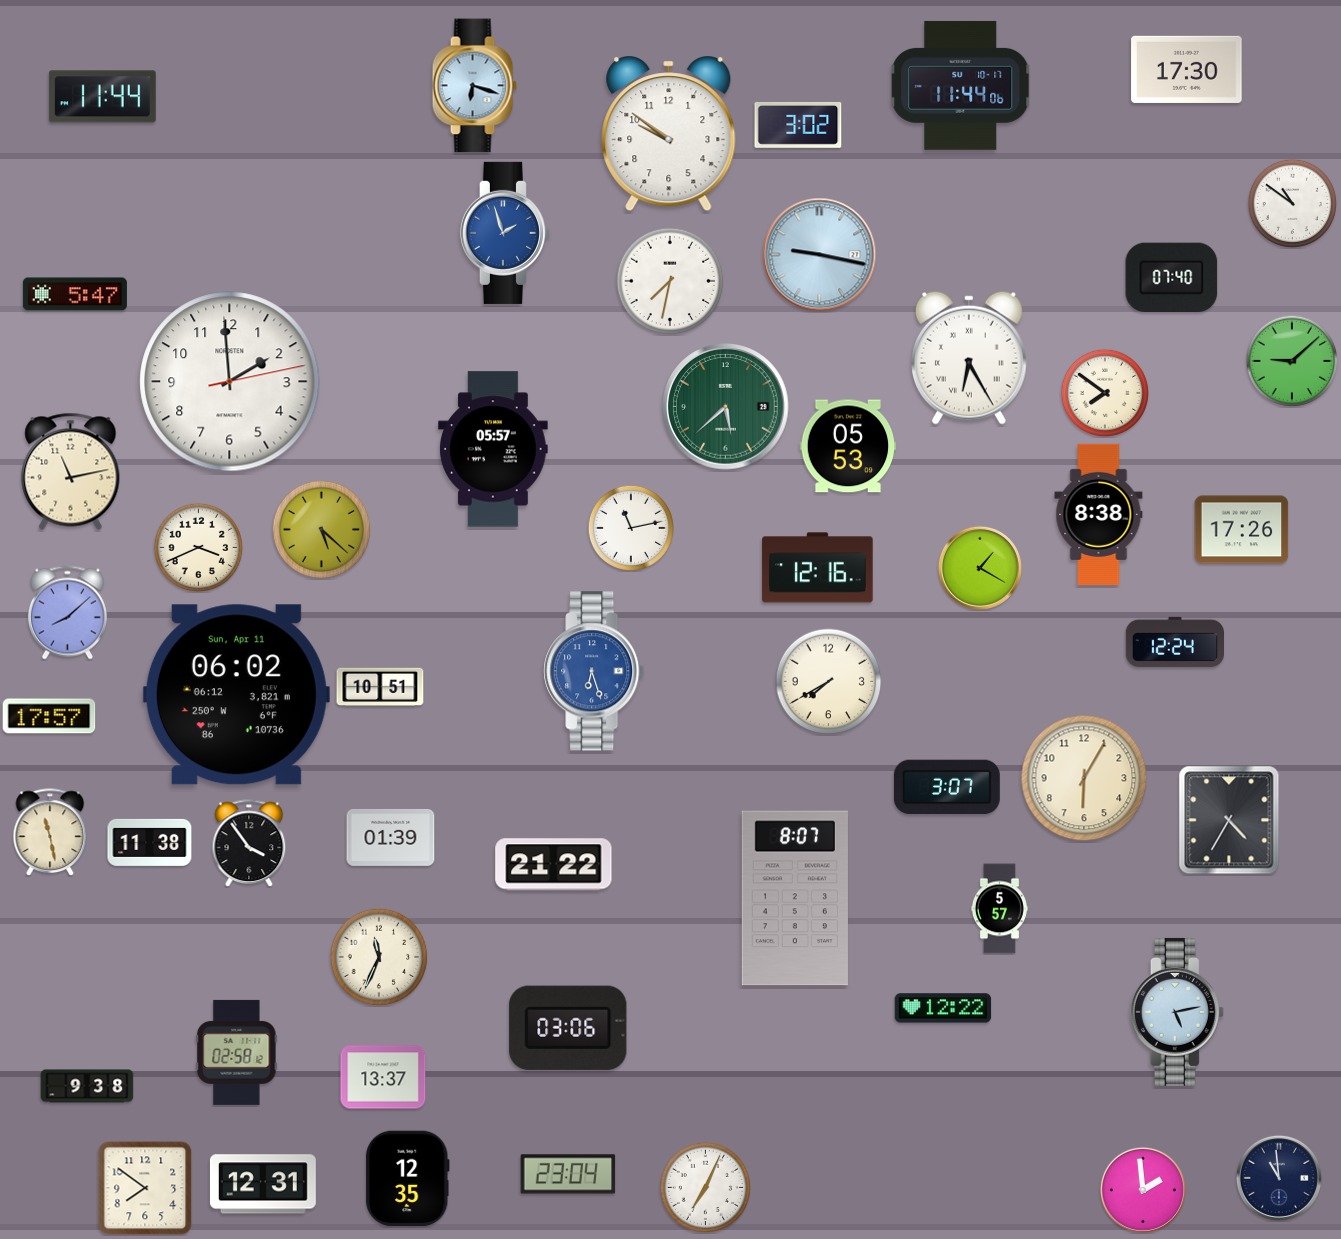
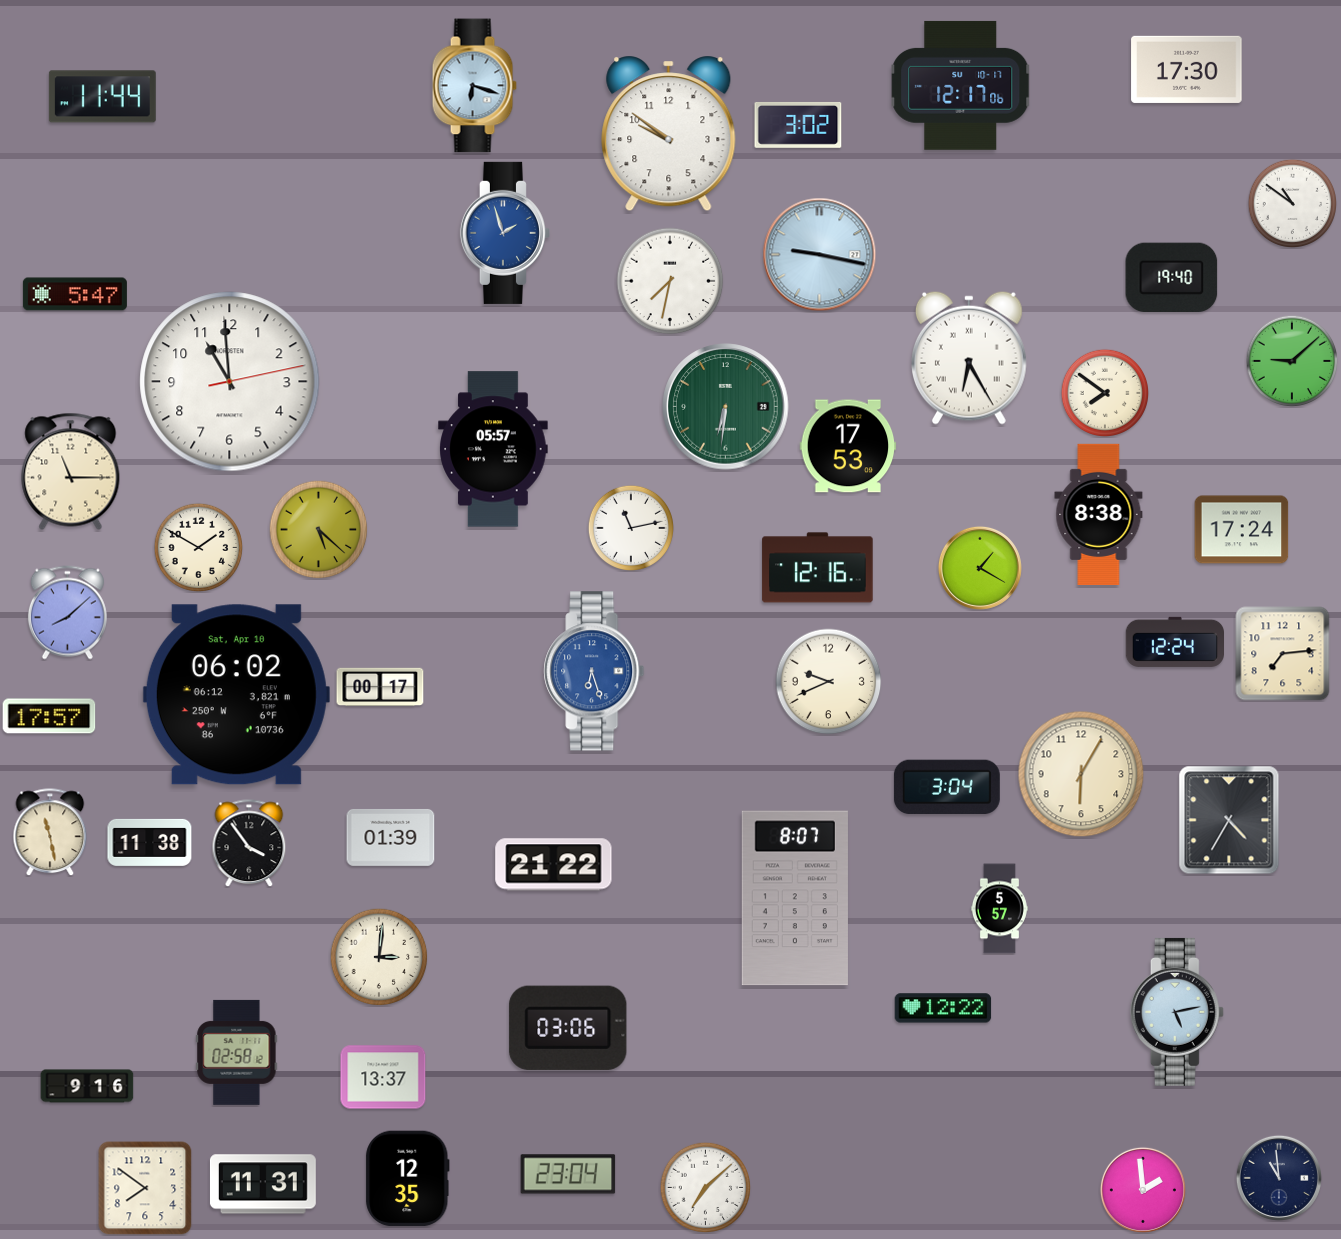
clock at (961, 85): 11:44 -> 12:17
clock at (1172, 277): 07:40 -> 19:40
clock at (230, 382): 1:59 -> 10:59
clock at (726, 407): 5:38 -> 6:31
clock at (848, 446): 05:53 -> 17:53
clock at (71, 471): 11:13 -> 11:15
clock at (322, 530) position: (322, 530) -> (319, 530)
clock at (1242, 530): 17:26 -> 17:24
clock at (198, 547): 3:41 -> 1:50
clock at (1283, 654): none -> 7:14
clock at (829, 682): 7:40 -> 9:41
clock at (380, 686): 10:51 -> 00:17
clock at (236, 695) date: Sun, Apr 11 -> Sat, Apr 10
clock at (1084, 778) position: (1084, 778) -> (1081, 774)
clock at (947, 787): 3:07 -> 3:04
clock at (379, 957): 11:34 -> 3:01
clock at (87, 1086): 9:38 -> 9:16
clock at (263, 1184): 12:31 -> 11:31
clock at (705, 1187): 7:04 -> 7:08
